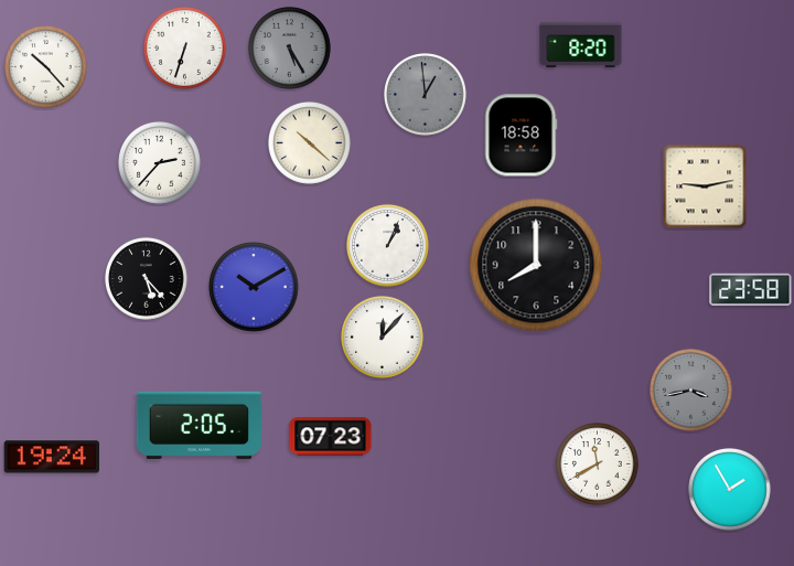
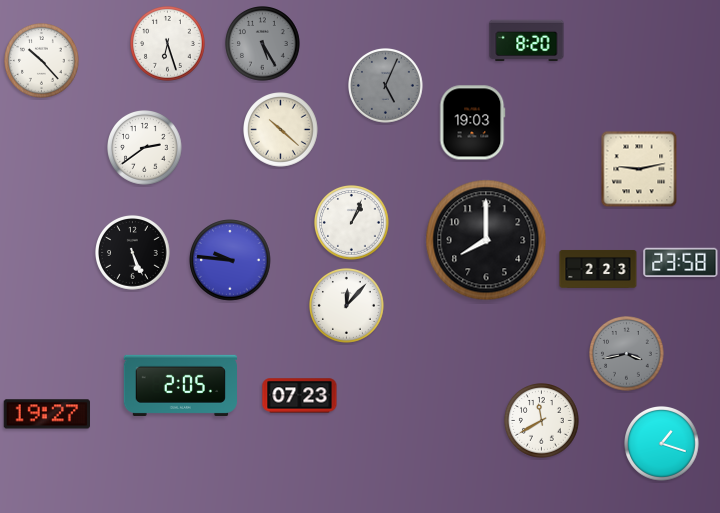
clock at (185, 49): 6:33 -> 6:27
clock at (426, 95): 12:59 -> 5:04
clock at (522, 136): 18:58 -> 19:03
clock at (160, 163): 2:37 -> 2:39
clock at (147, 279): 5:23 -> 5:26
clock at (254, 287): 10:10 -> 9:46
clock at (598, 269): none -> 2:23
clock at (52, 457): 19:24 -> 19:27
clock at (730, 490): 1:55 -> 1:18
